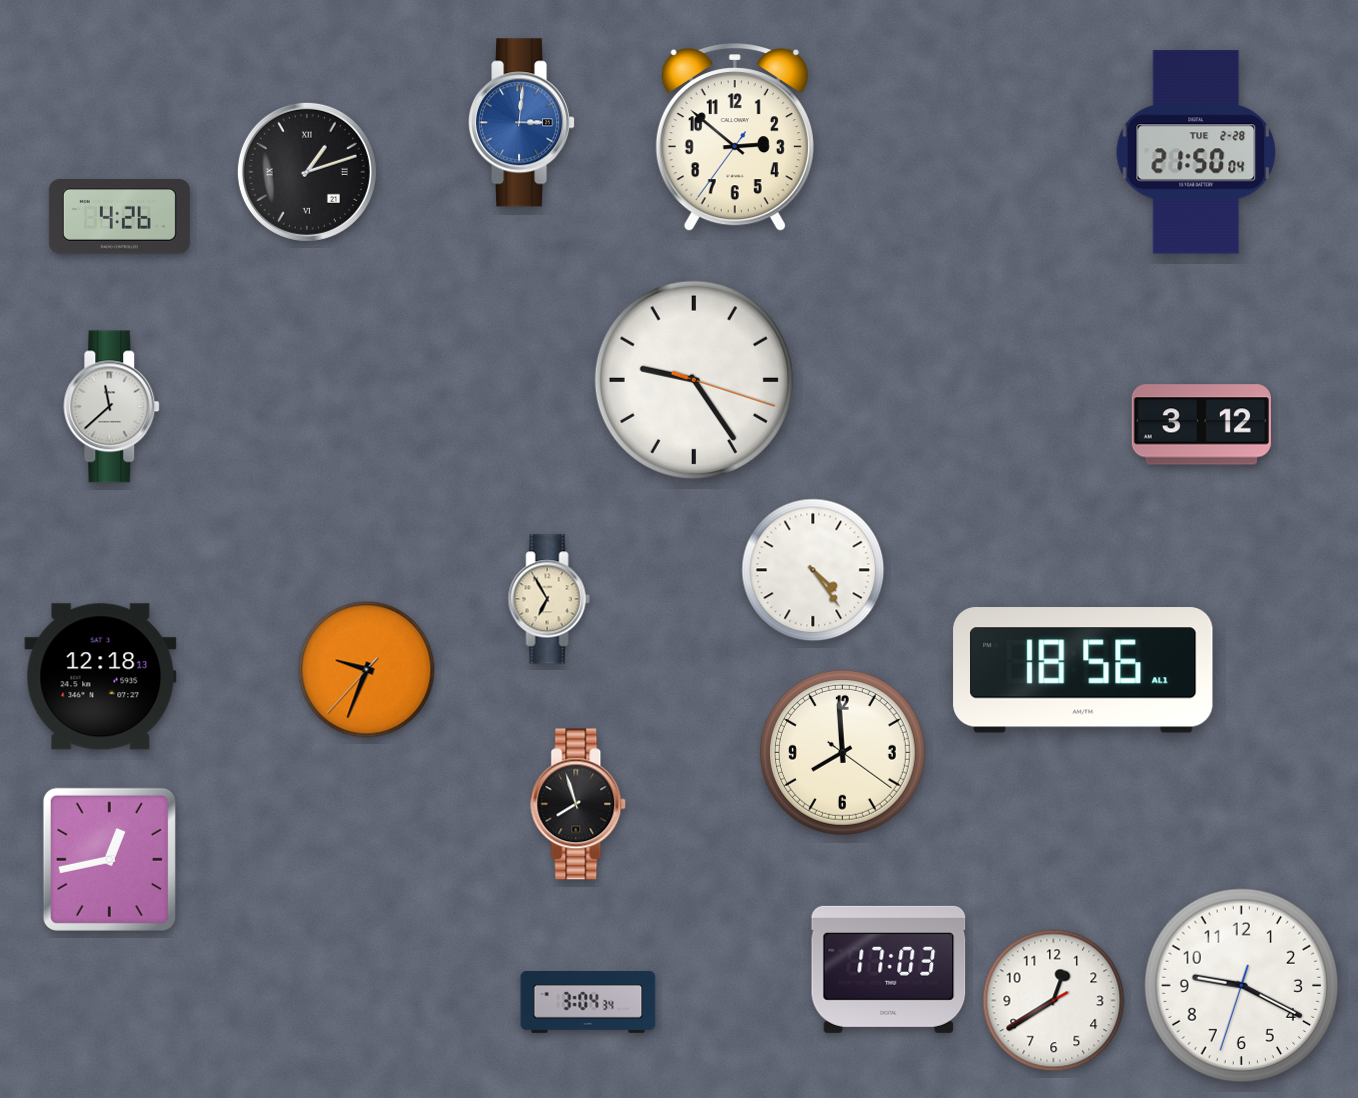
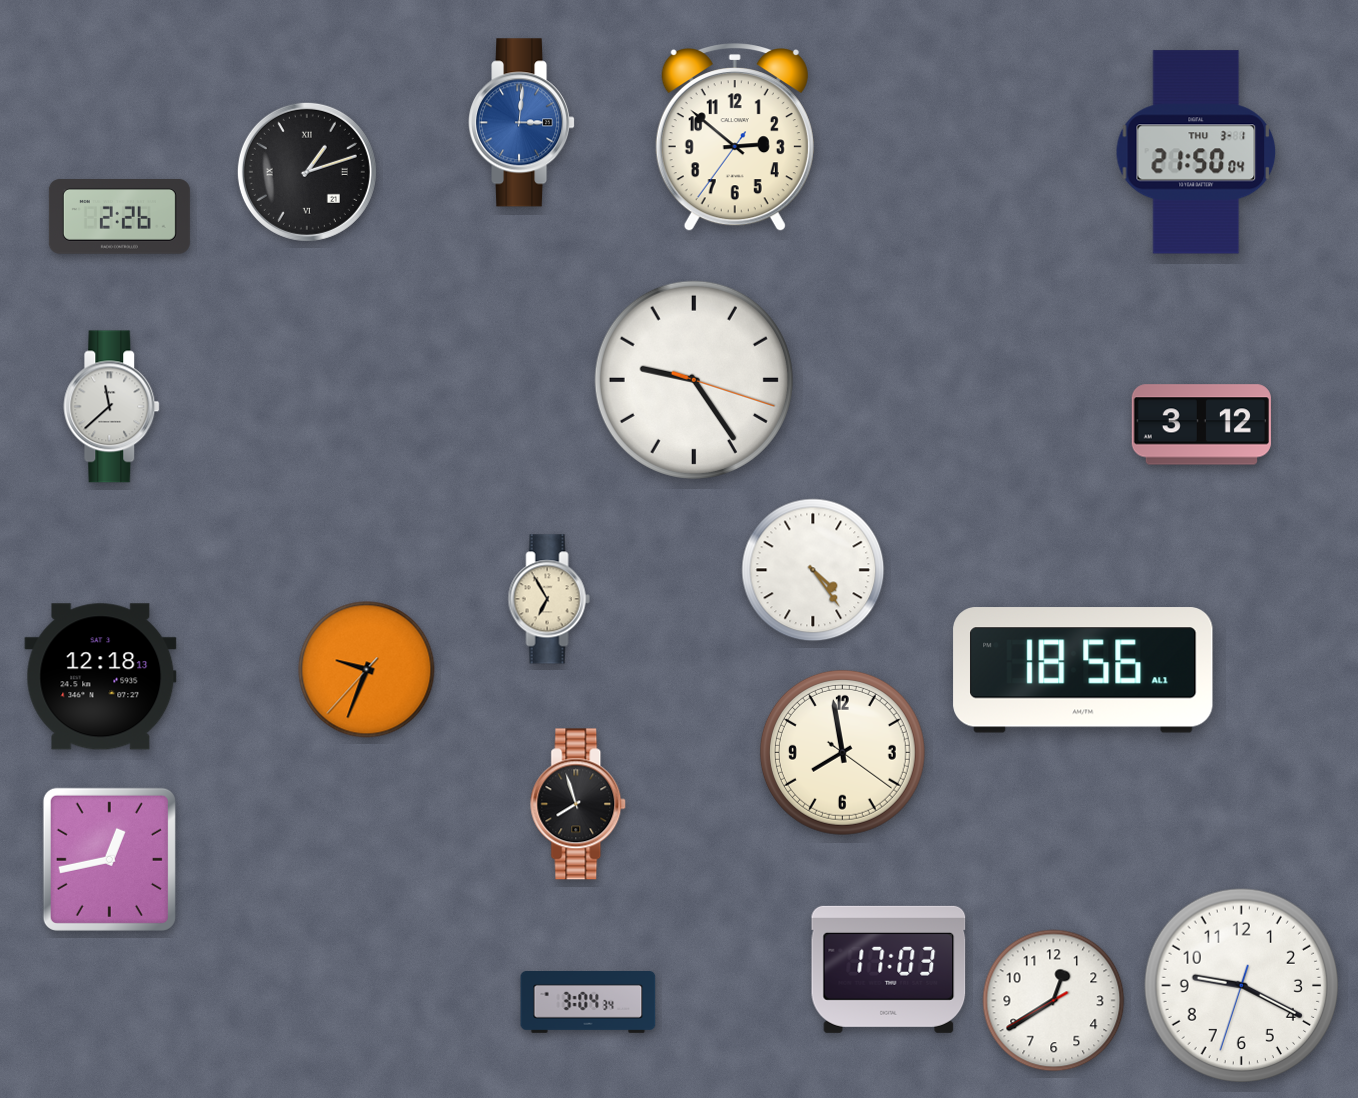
clock at (1196, 152) date: TUE 2-28 -> THU 3-1
clock at (119, 217): 4:26 -> 2:26
clock at (842, 752): 7:59 -> 7:58
